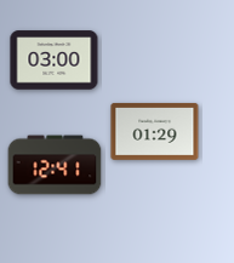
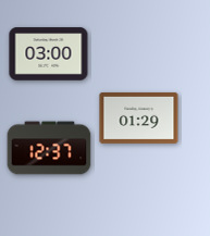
clock at (55, 165): 12:41 -> 12:37
